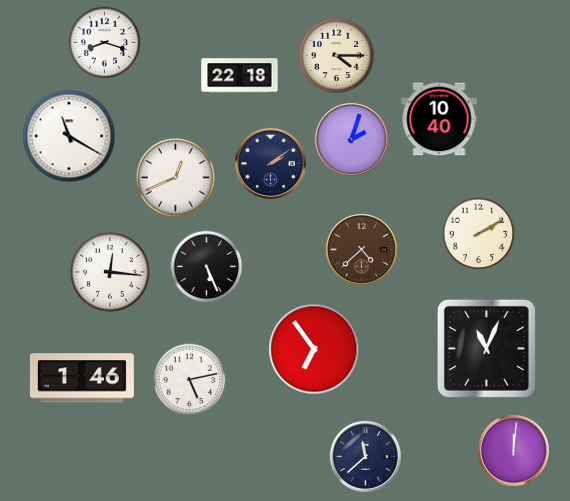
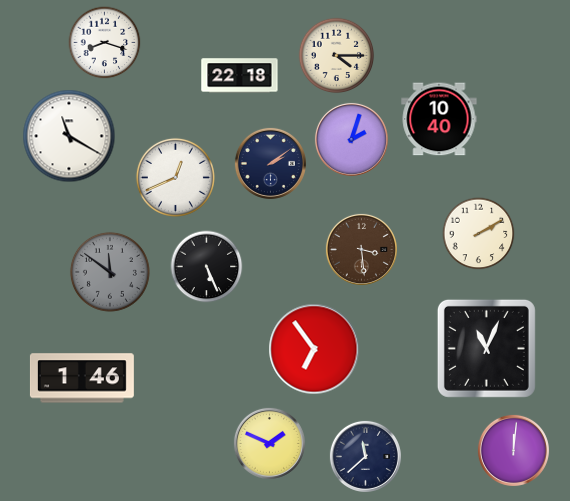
clock at (361, 249): 4:38 -> 3:29
clock at (110, 272): 12:16 -> 11:51
clock at (110, 272) dial: white -> grey
clock at (190, 380): 5:13 -> none
clock at (269, 443): none -> 1:49
